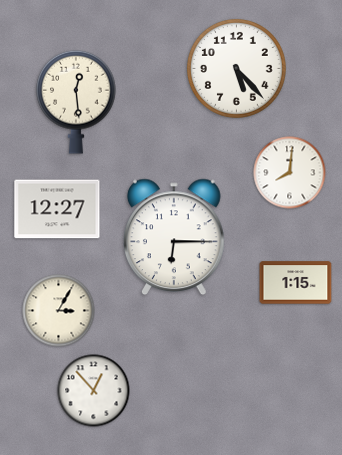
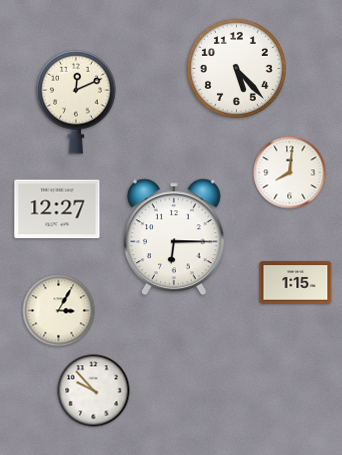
clock at (76, 102): 12:29 -> 12:11
clock at (94, 391): 12:53 -> 9:53
